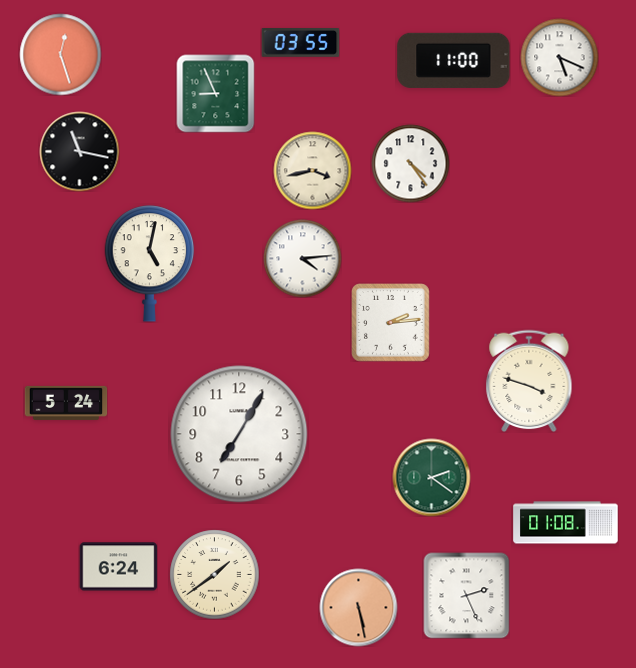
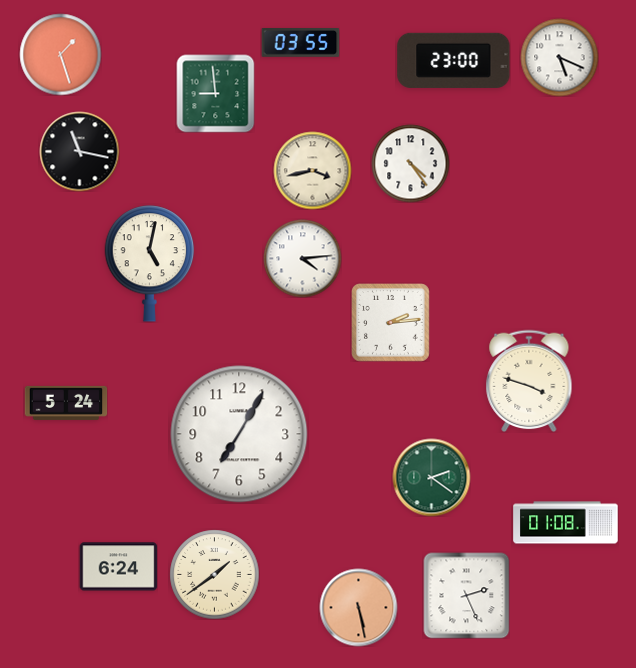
clock at (60, 54): 12:27 -> 1:27
clock at (454, 60): 11:00 -> 23:00
clock at (215, 93): 8:56 -> 8:59
